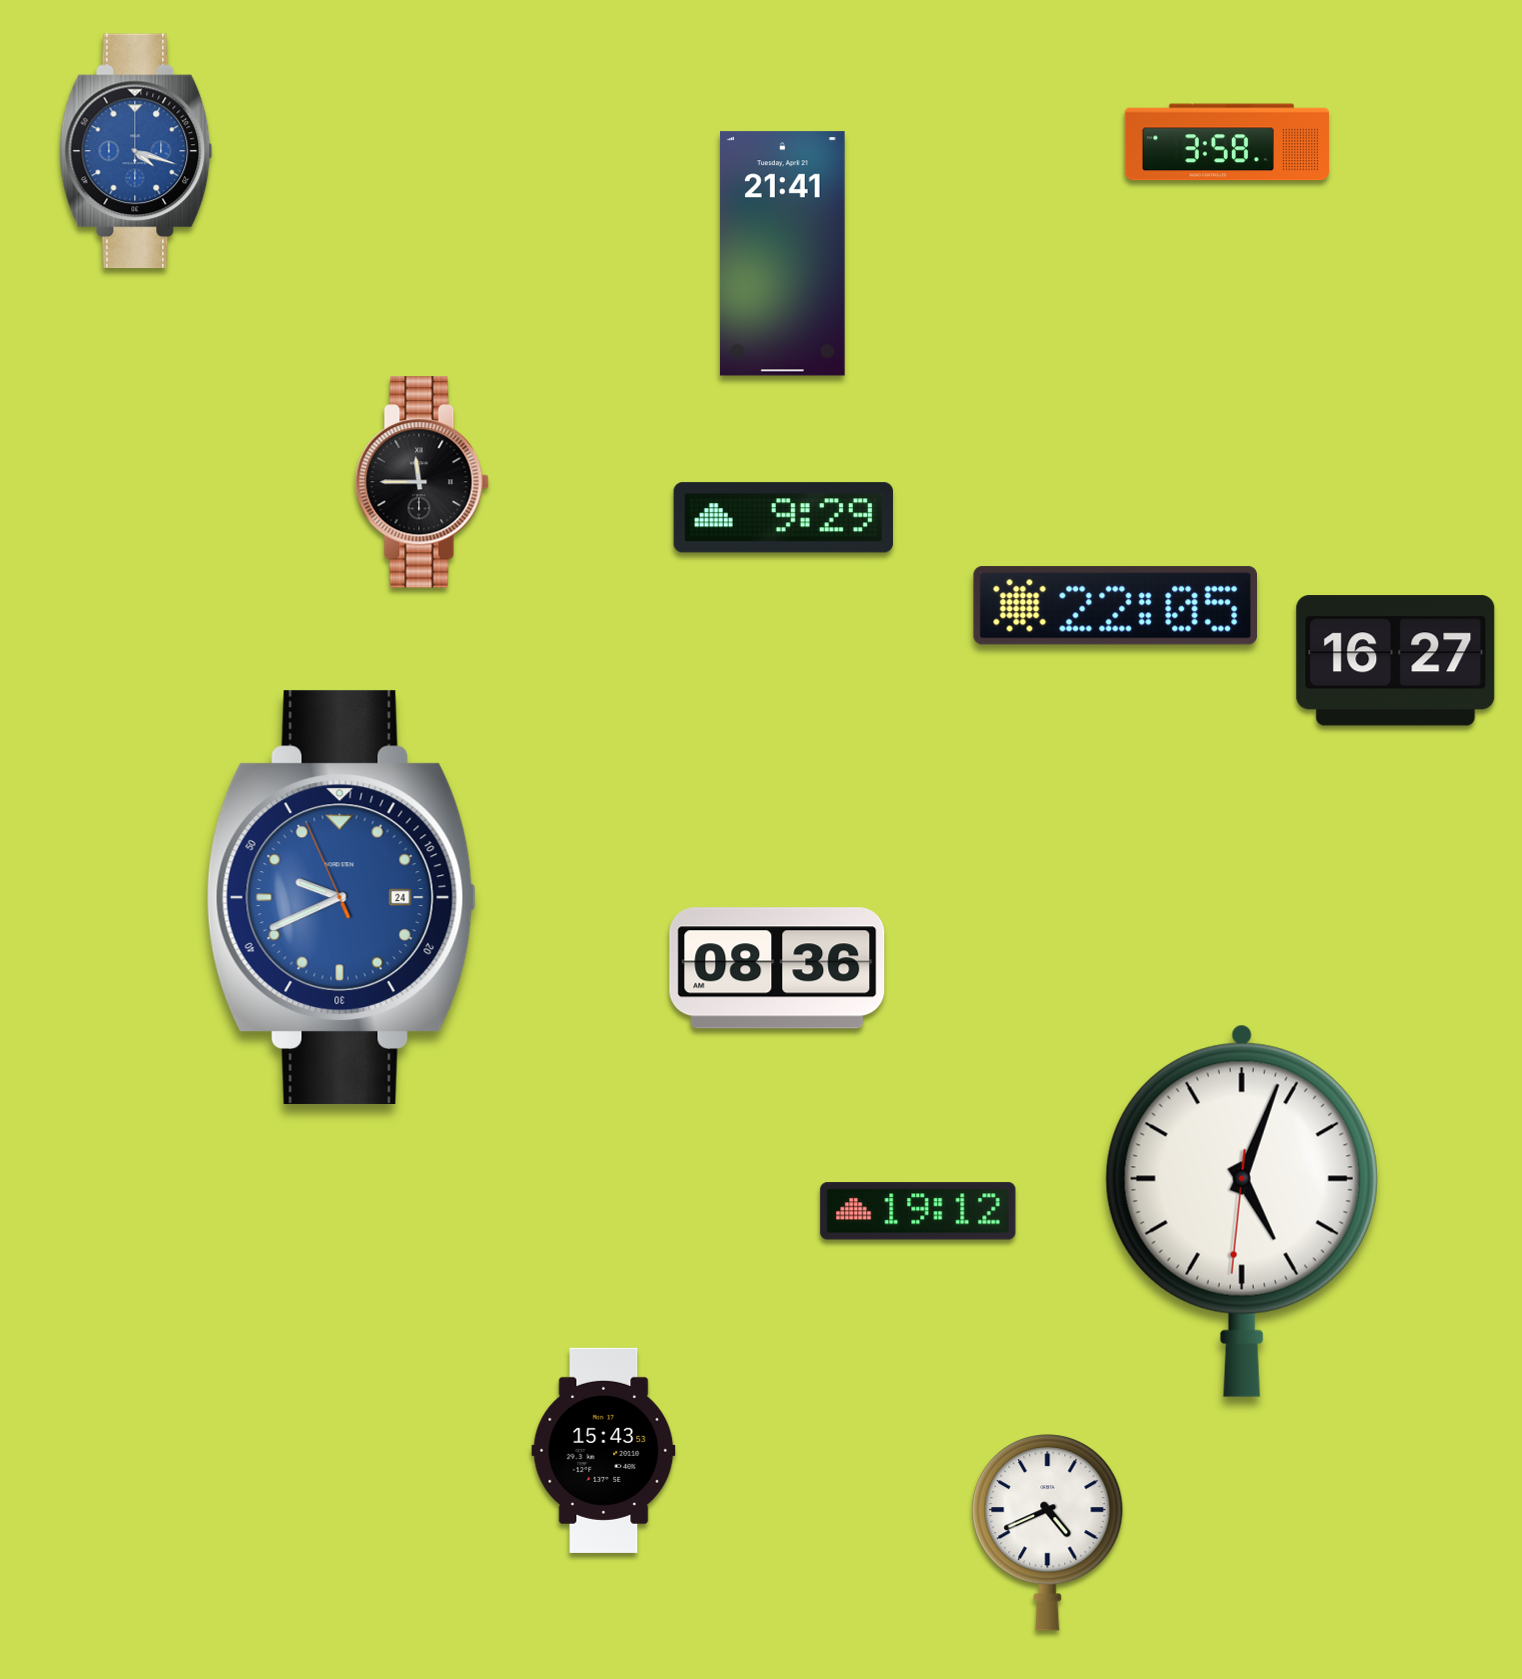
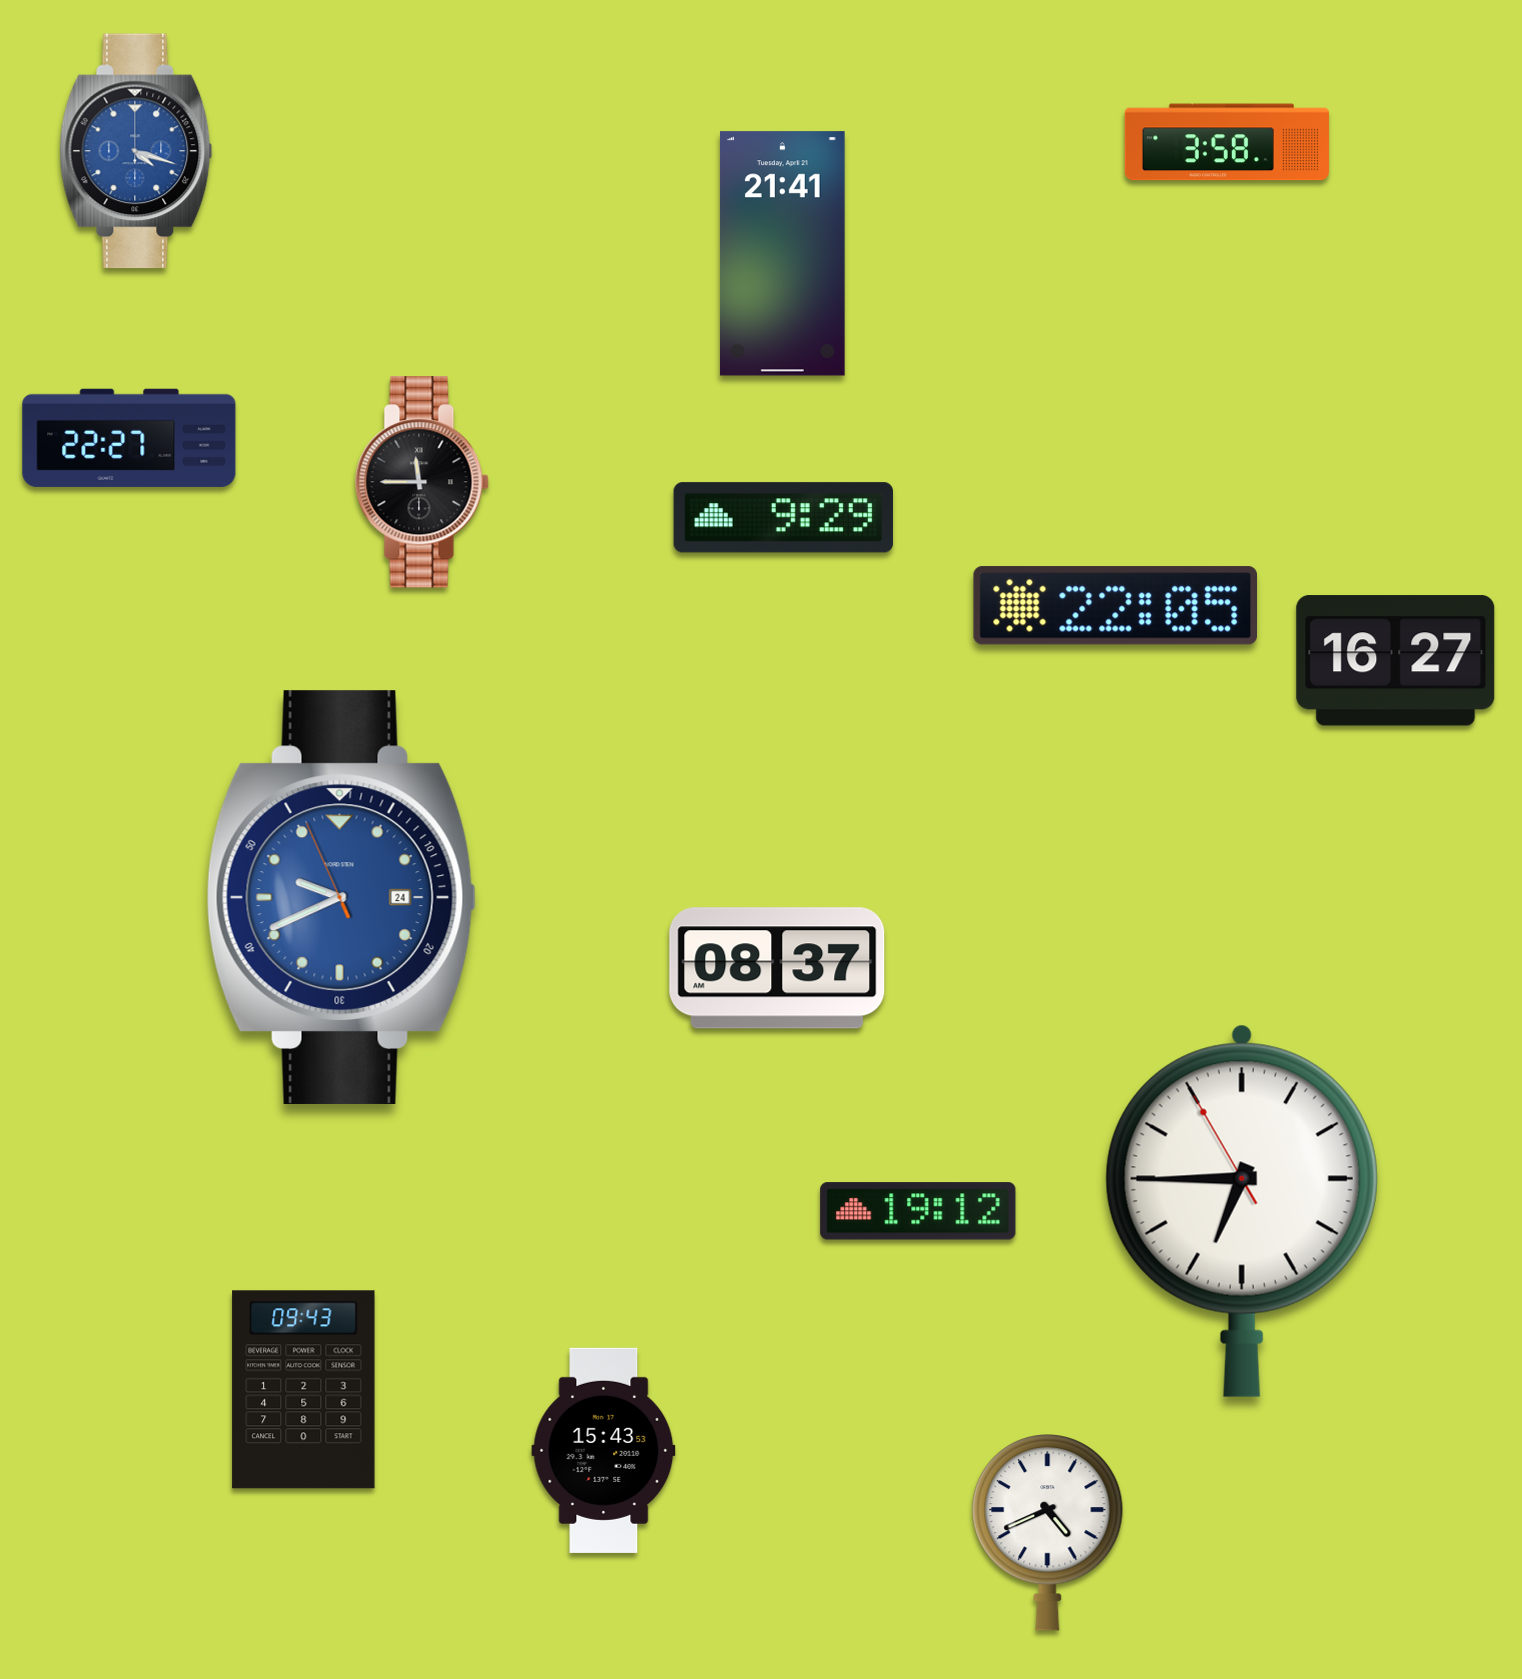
clock at (129, 438): none -> 22:27
clock at (777, 968): 08:36 -> 08:37
clock at (1242, 1211): 5:03 -> 6:44
clock at (304, 1390): none -> 09:43
